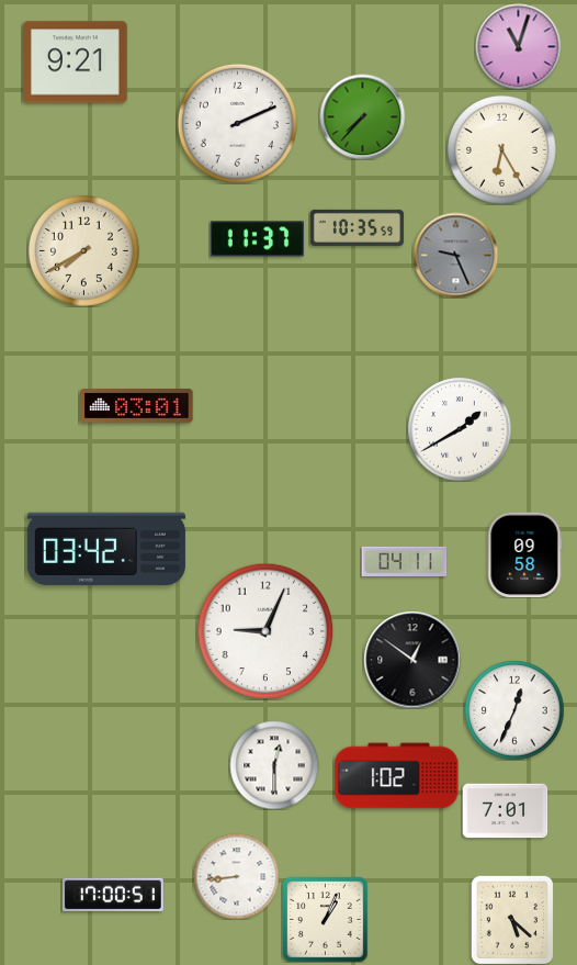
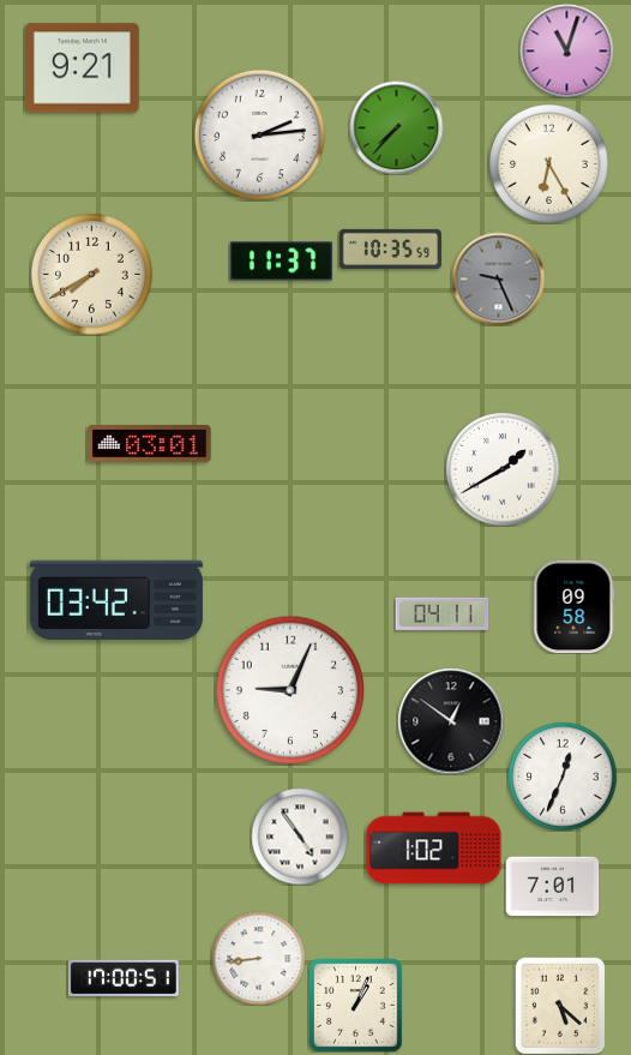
clock at (237, 123): 2:11 -> 2:14
clock at (274, 765): 12:30 -> 4:54
